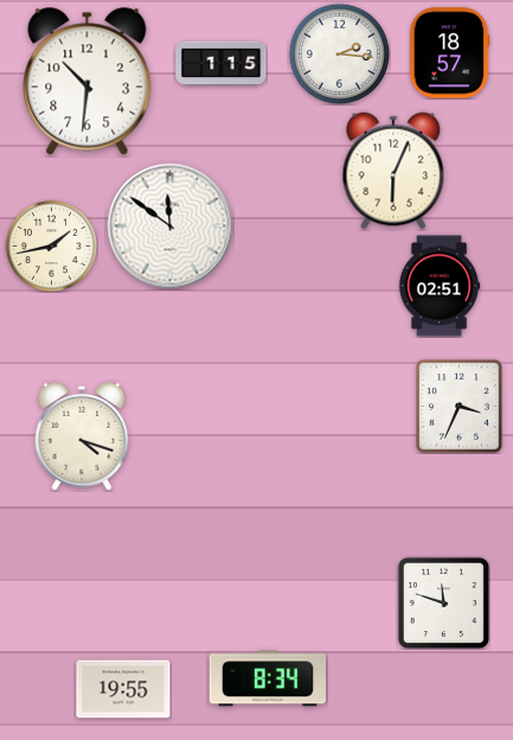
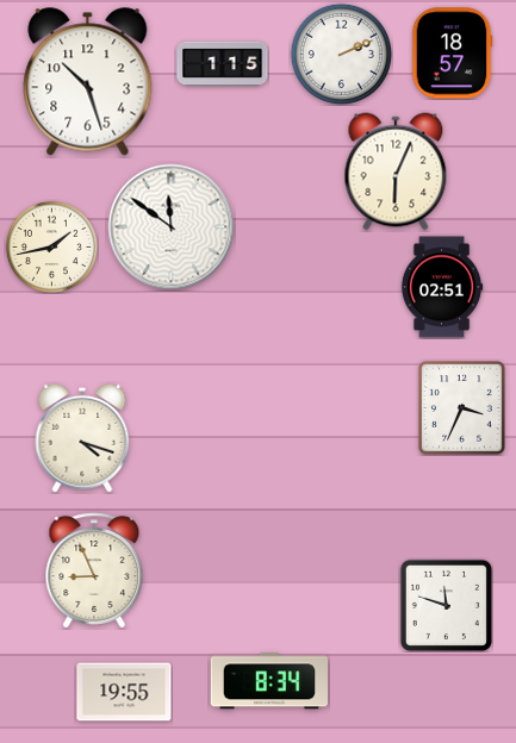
clock at (339, 53): 2:16 -> 2:11
clock at (88, 82): 10:31 -> 10:27
clock at (94, 570): none -> 8:56
